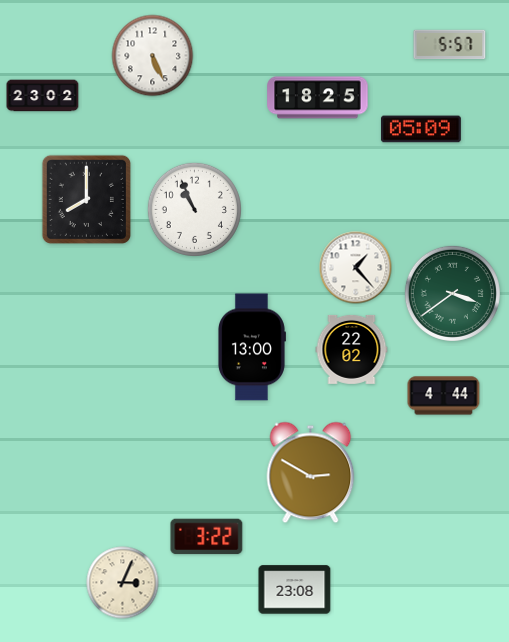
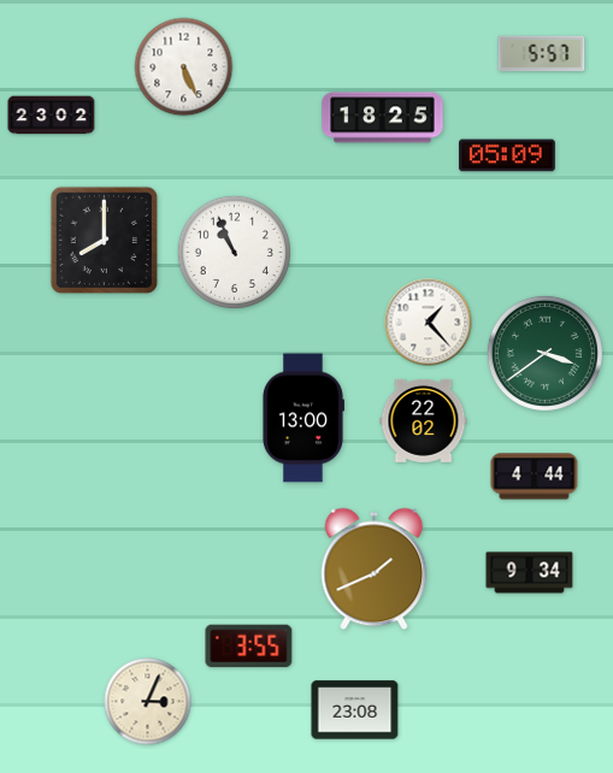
clock at (311, 473): 2:50 -> 1:41
clock at (530, 573): none -> 9:34
clock at (207, 537): 3:22 -> 3:55
